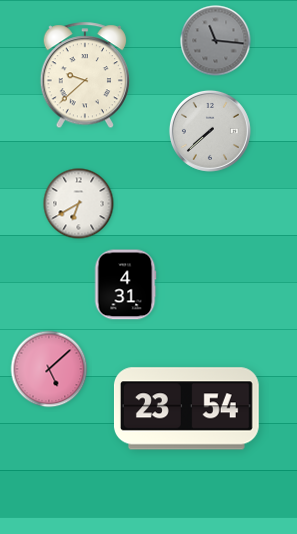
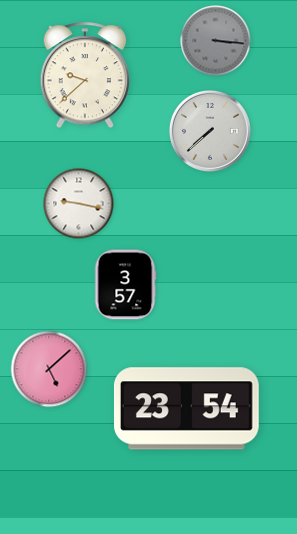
clock at (216, 41): 11:16 -> 3:16
clock at (79, 204): 6:40 -> 9:17
clock at (125, 285): 4:31 -> 3:57
